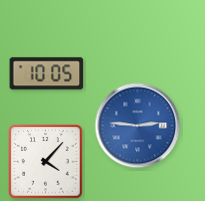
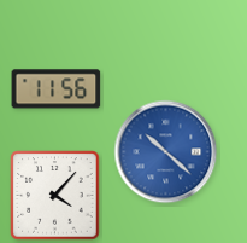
clock at (47, 74): 10:05 -> 11:56
clock at (138, 126): 2:46 -> 10:22
